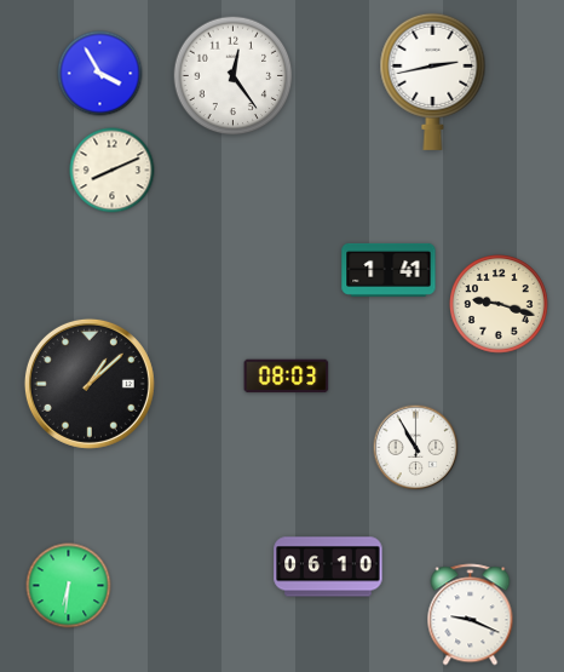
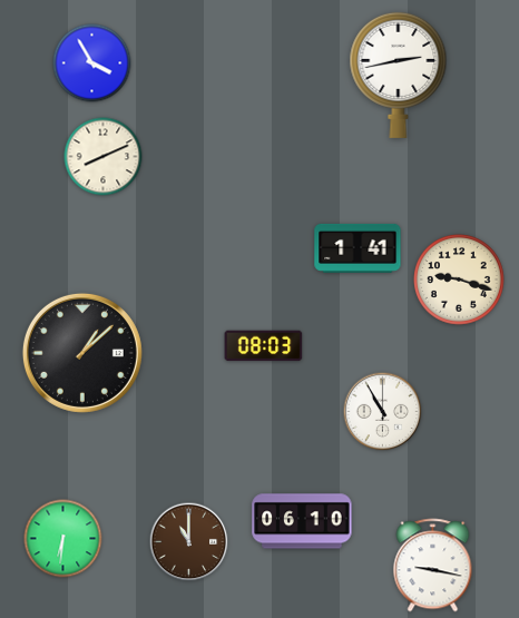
clock at (100, 74) position: (100, 74) -> (92, 63)
clock at (234, 76): 12:24 -> none
clock at (189, 542): none -> 11:00
clock at (471, 615): 9:19 -> 9:17
